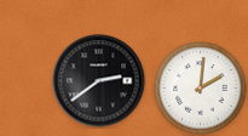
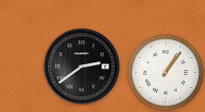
clock at (201, 89): 2:01 -> 1:06
